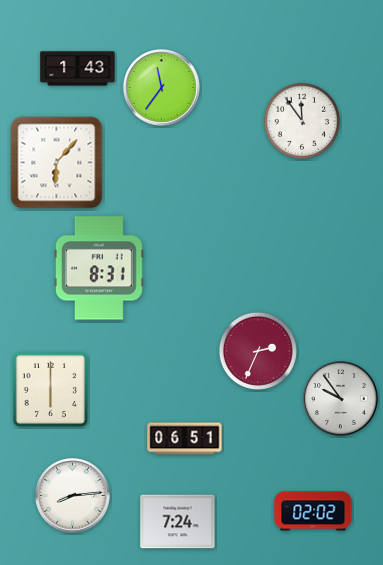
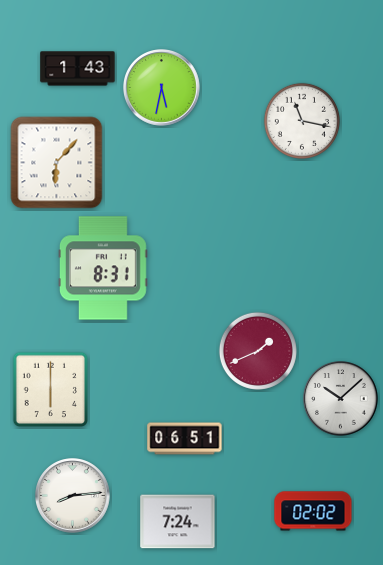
clock at (162, 88): 11:36 -> 5:32
clock at (302, 121): 11:54 -> 11:17
clock at (99, 268) position: (99, 268) -> (103, 268)
clock at (258, 351): 2:34 -> 1:41
clock at (341, 399): 9:54 -> 10:08
